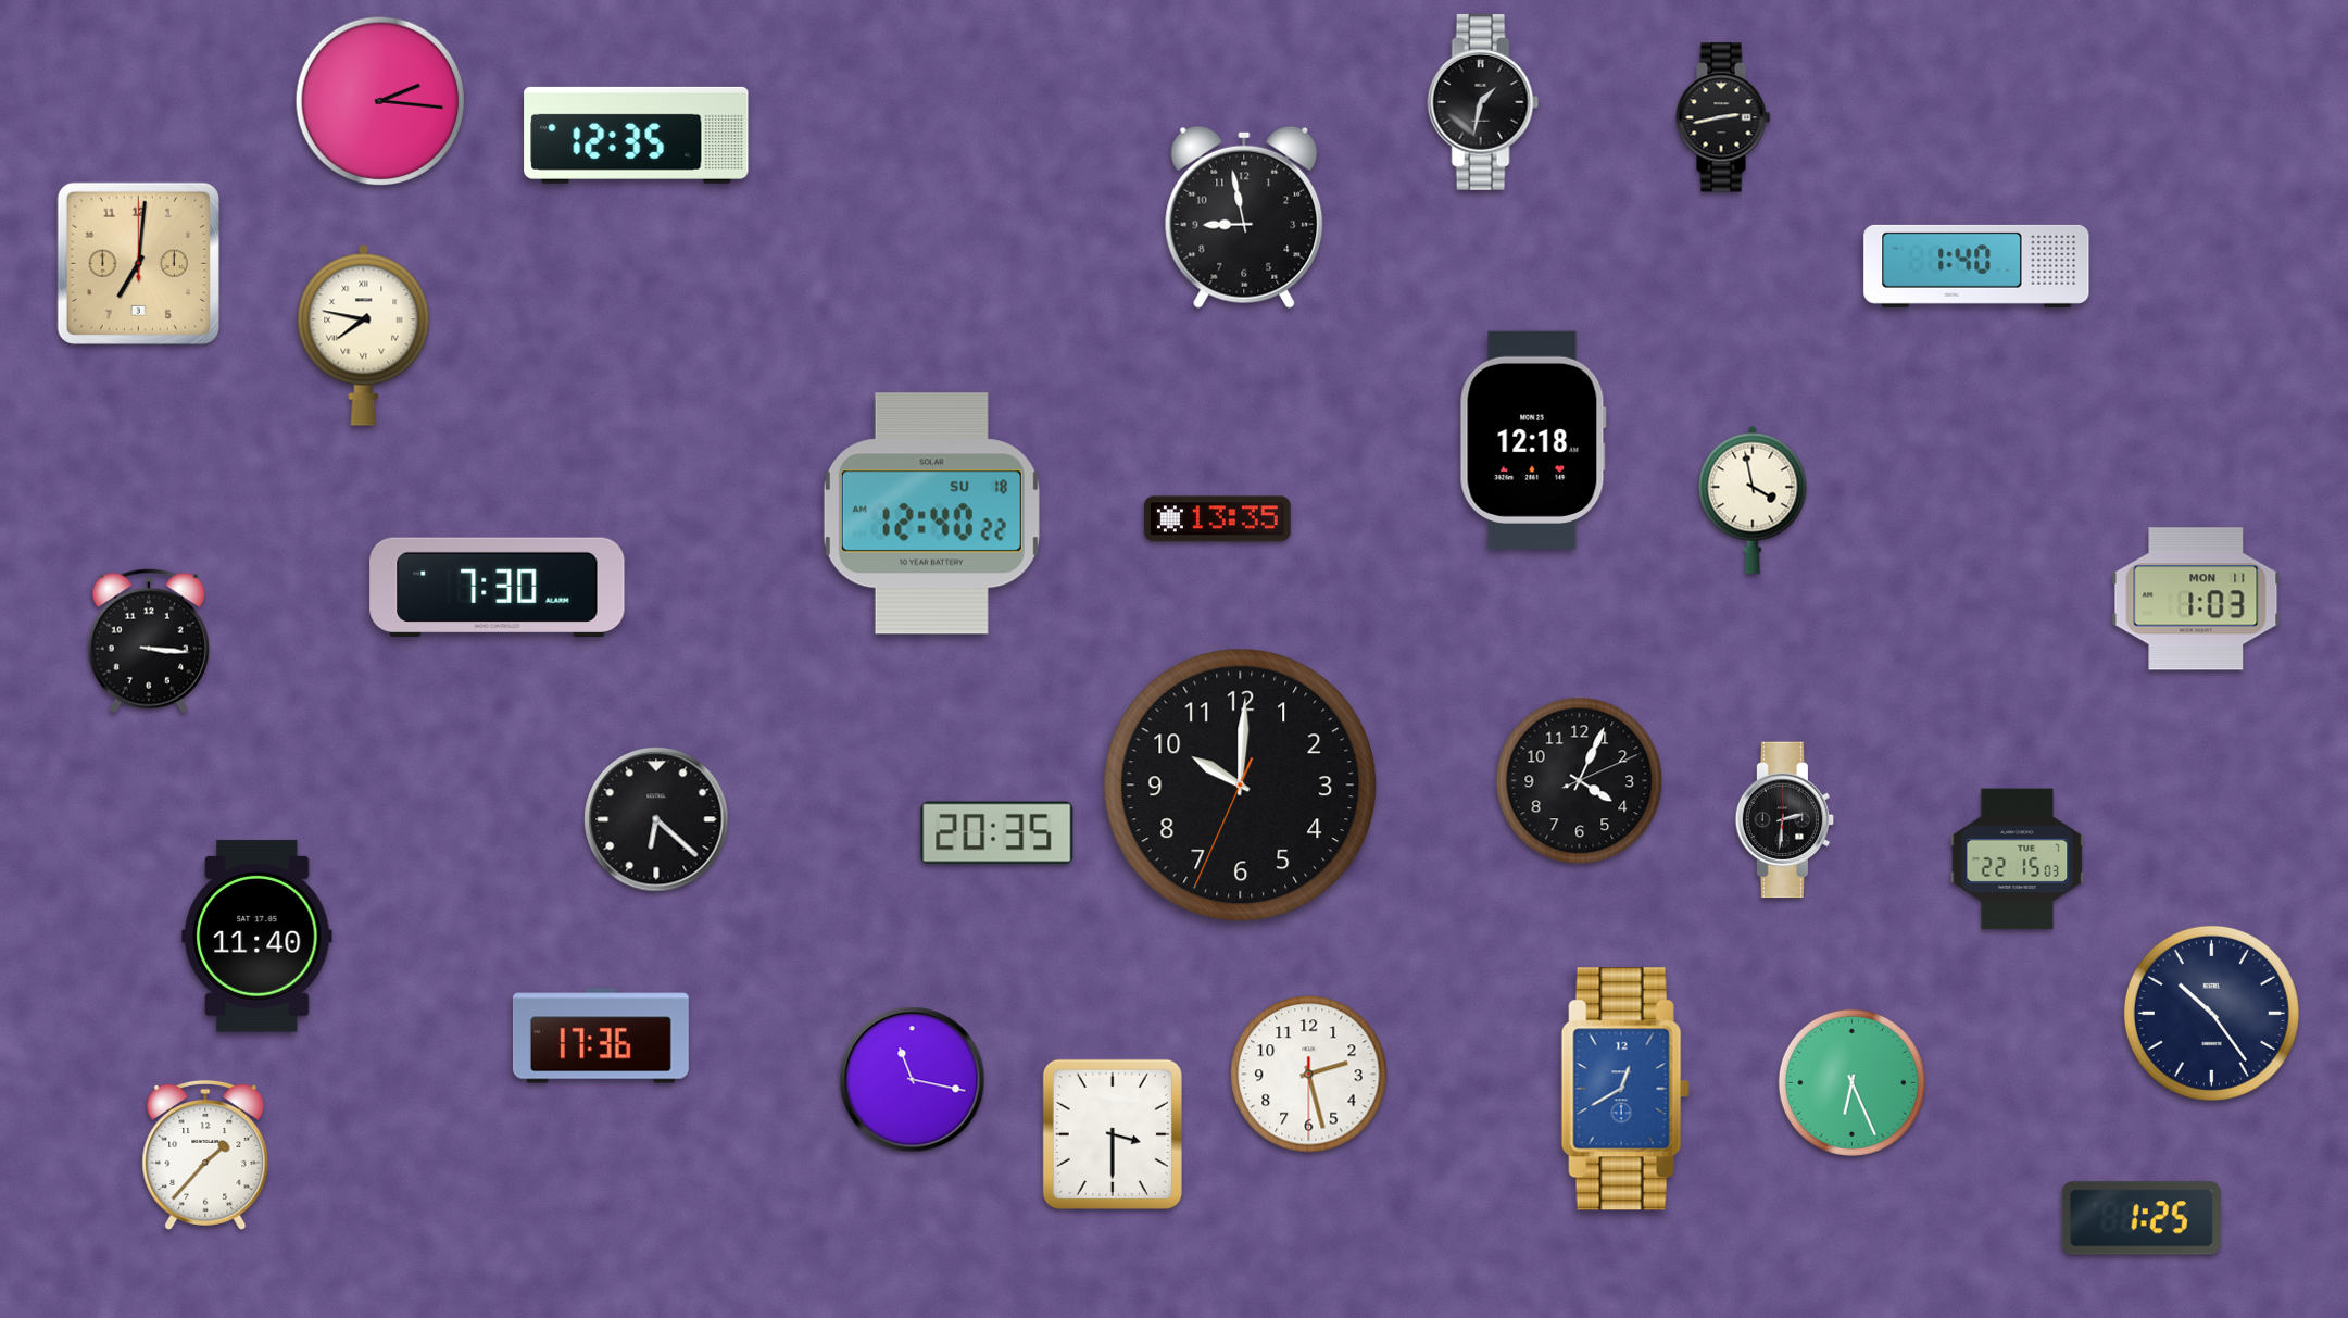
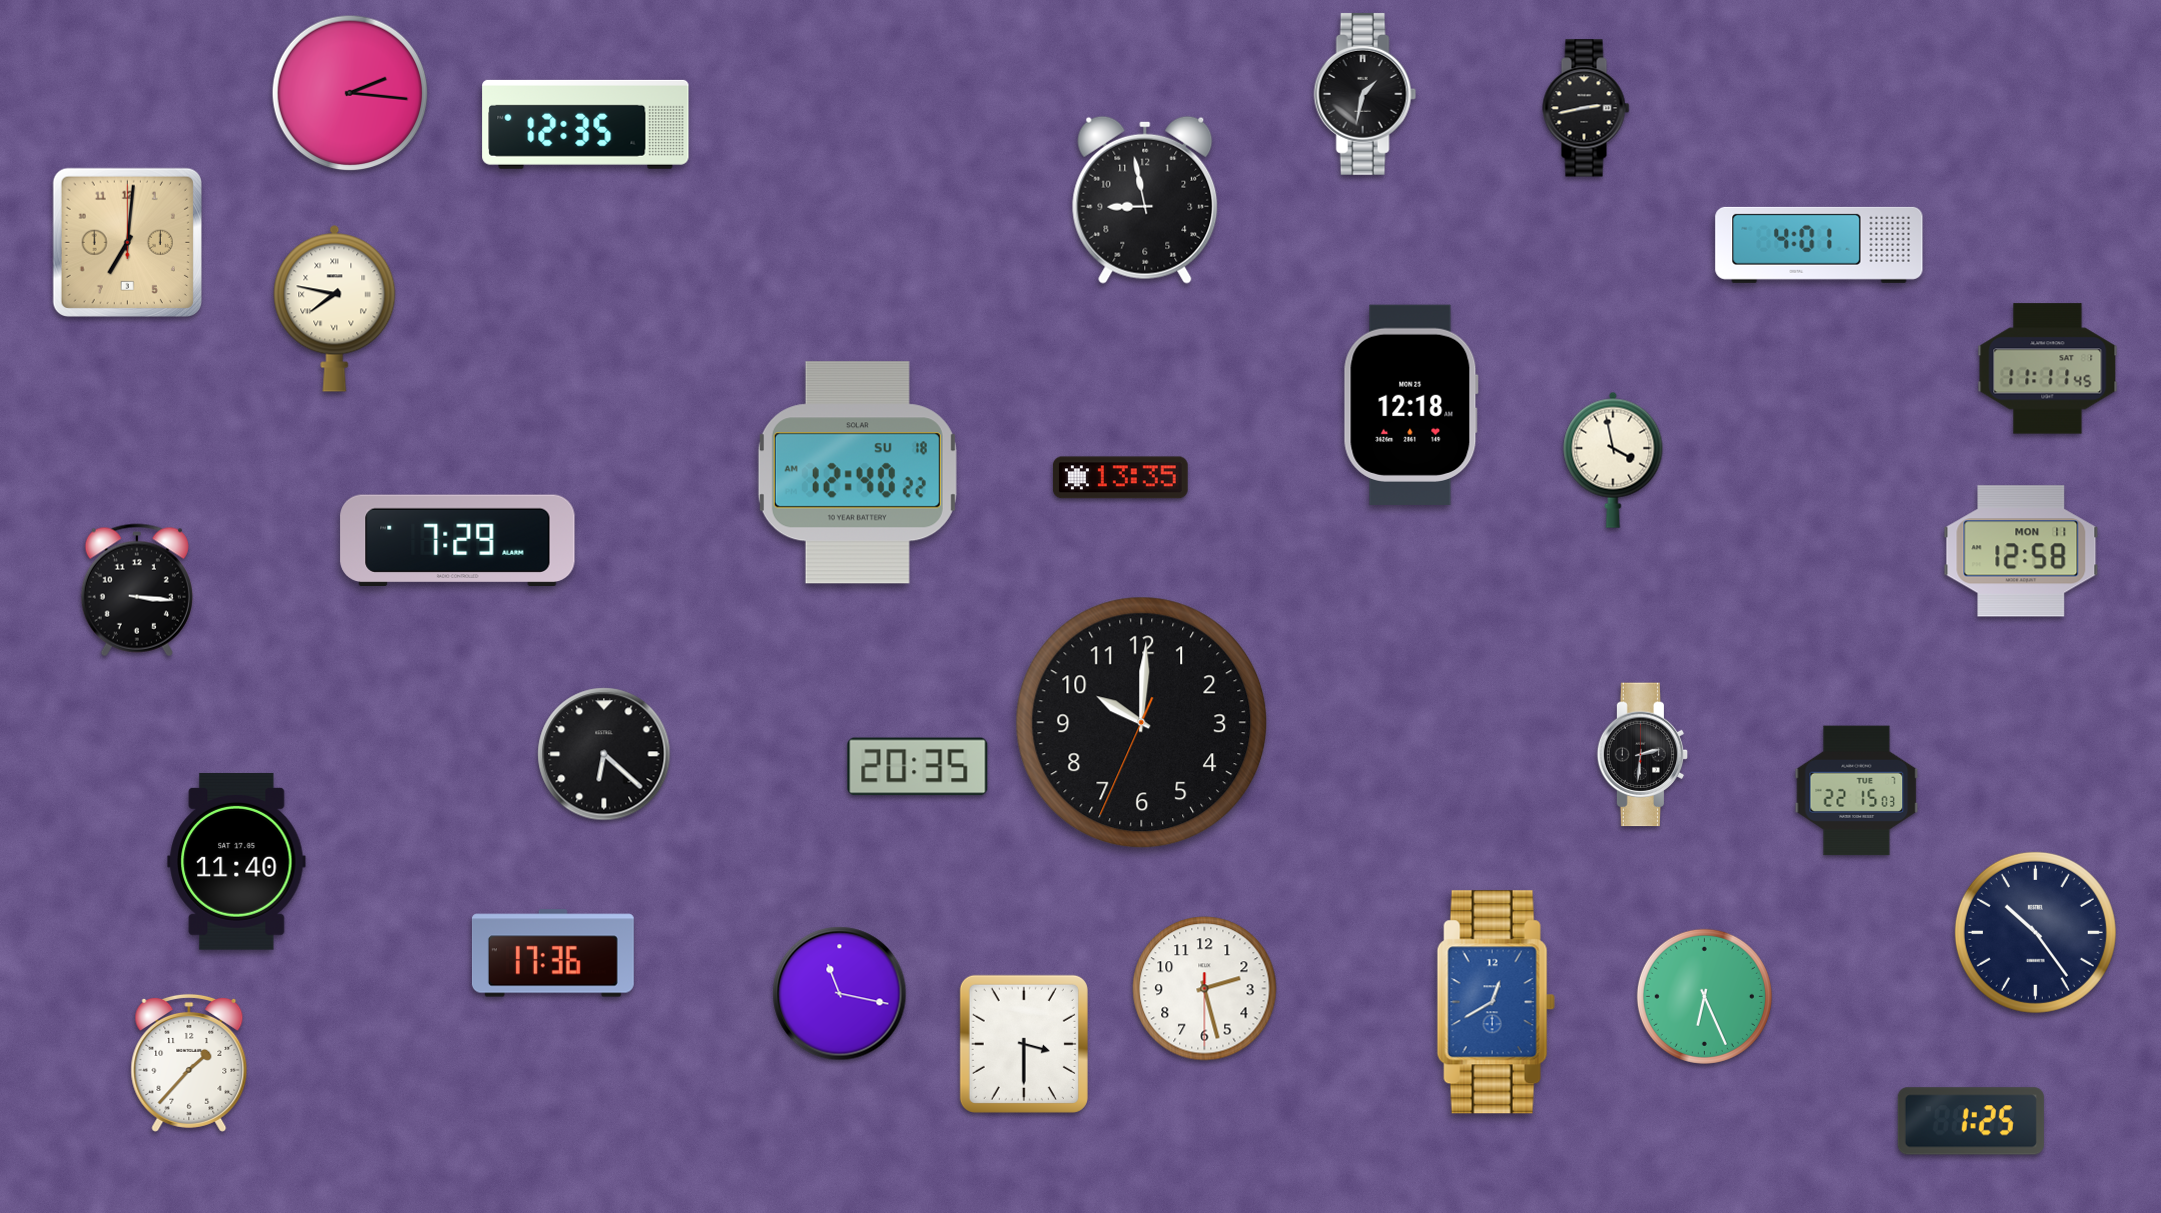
clock at (1976, 266): 1:40 -> 4:01
clock at (2048, 369): none -> 11:11
clock at (498, 587): 7:30 -> 7:29
clock at (2196, 599): 1:03 -> 12:58
clock at (1580, 781): 4:04 -> none
